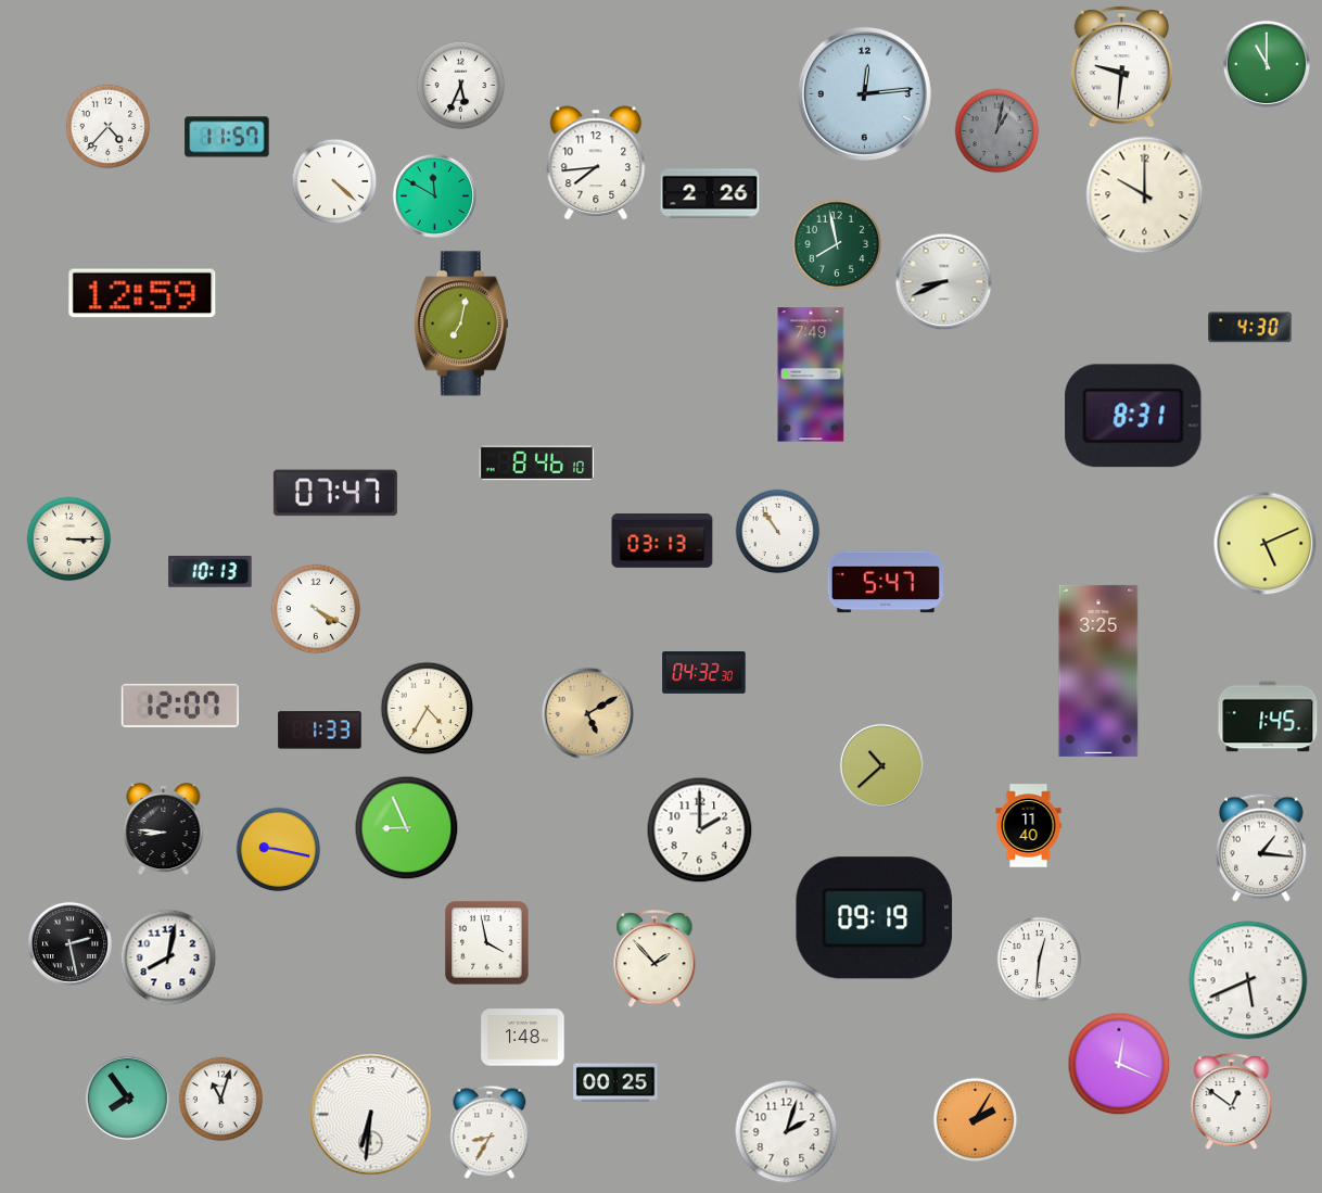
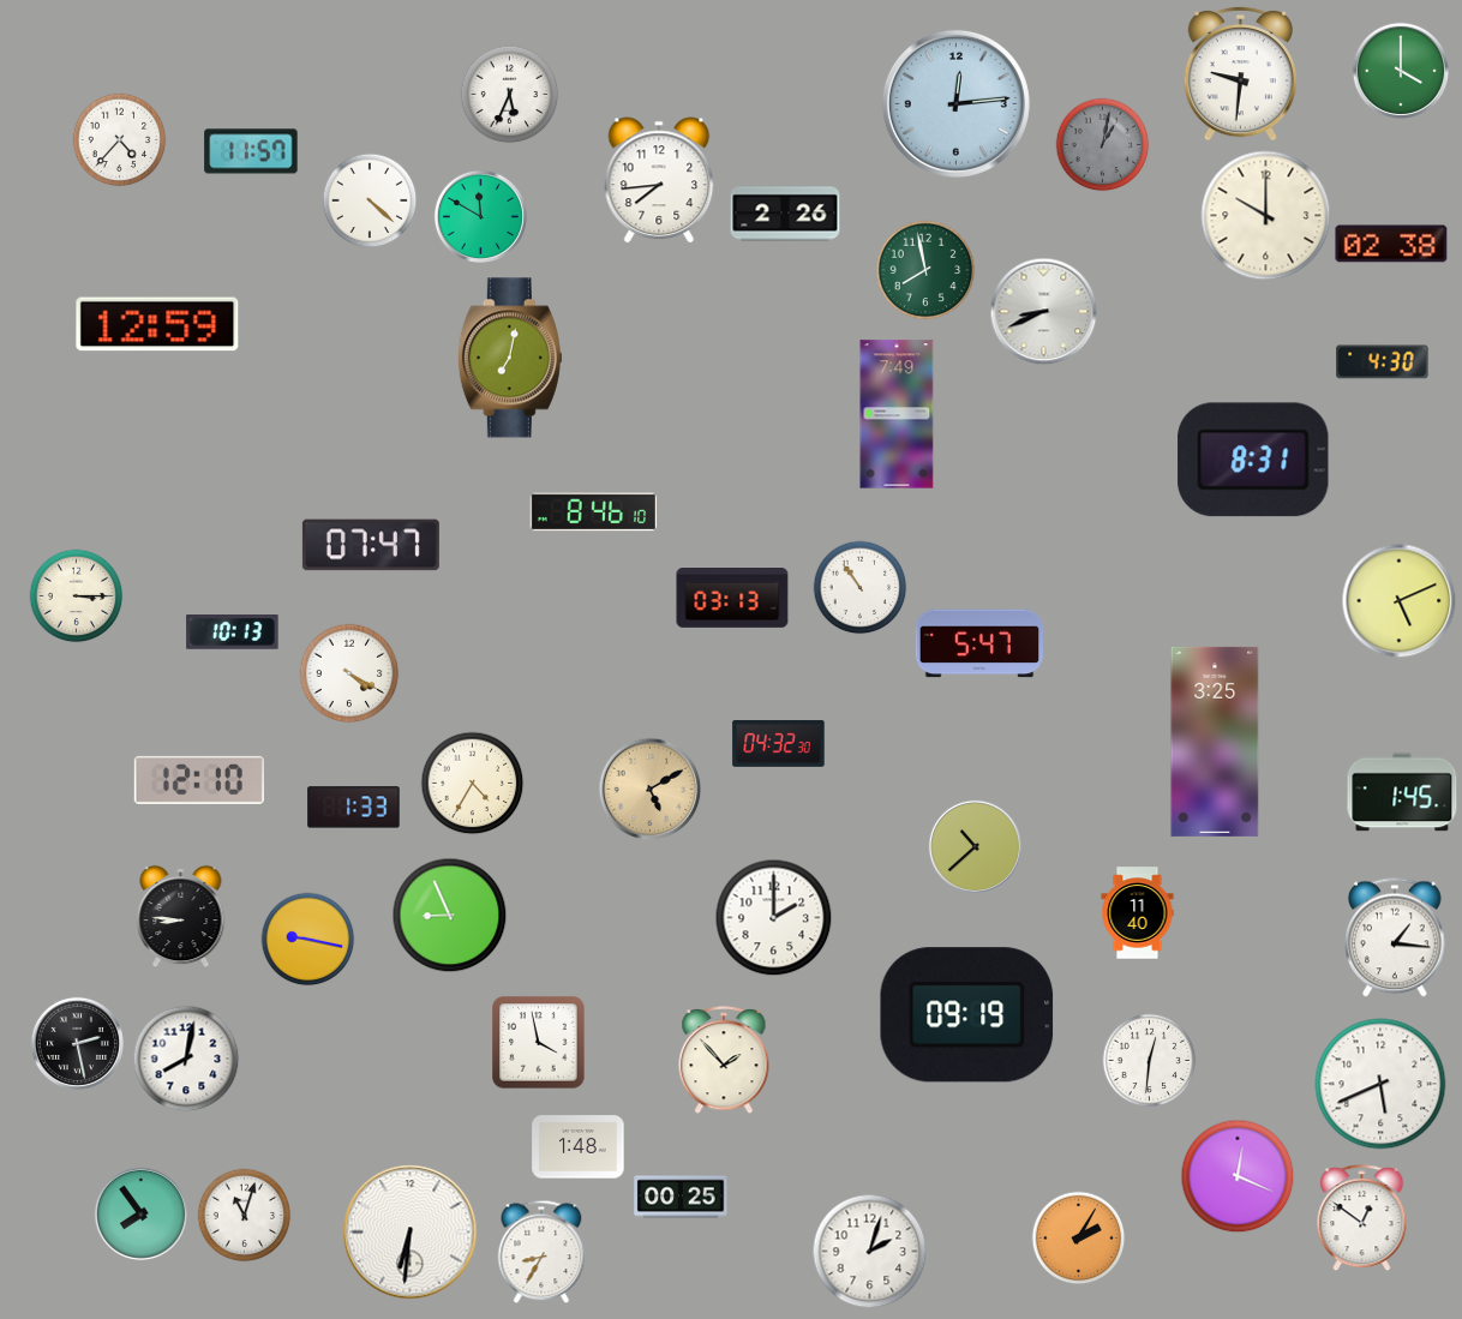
clock at (1266, 63): 11:00 -> 4:00
clock at (1391, 244): none -> 02:38
clock at (180, 706): 12:07 -> 12:10
